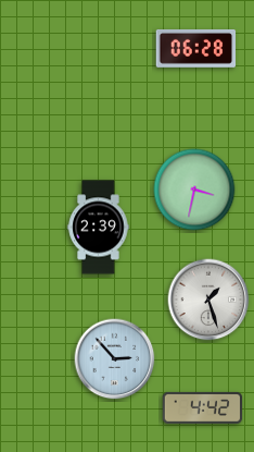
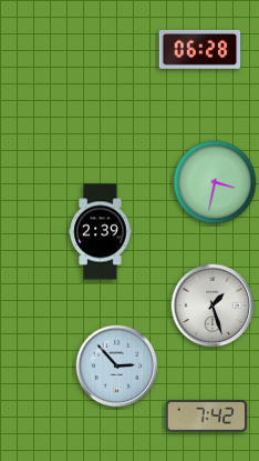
clock at (194, 190) position: (194, 190) -> (215, 182)
clock at (203, 407): 4:42 -> 7:42
